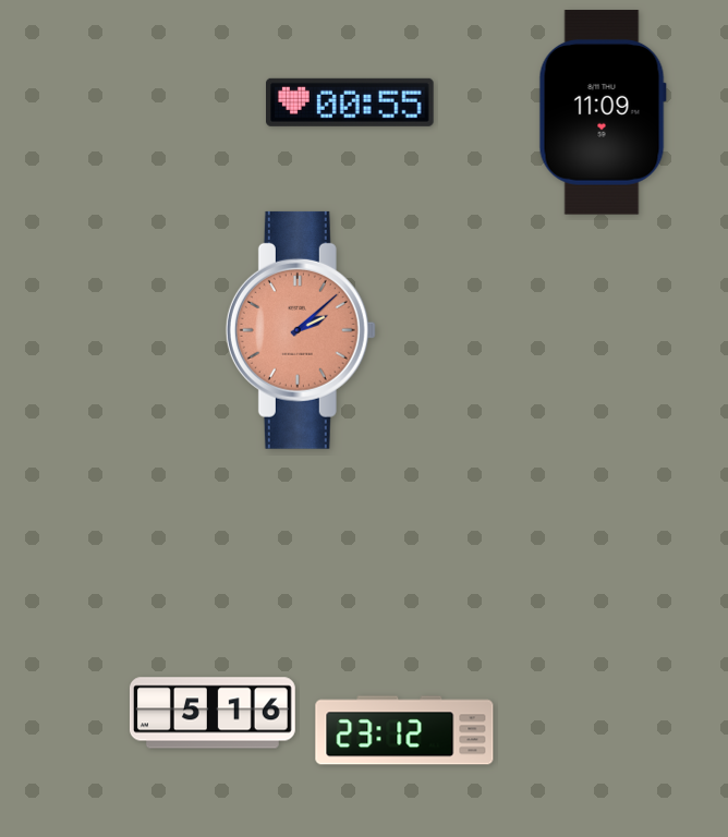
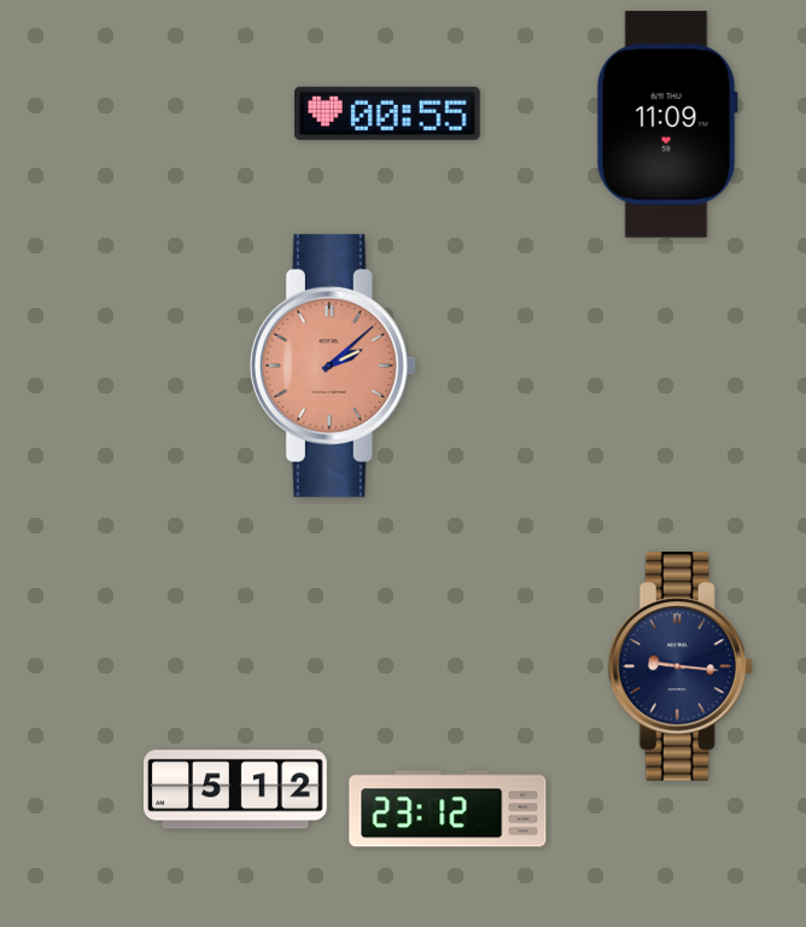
clock at (681, 666): none -> 9:16
clock at (213, 713): 5:16 -> 5:12
